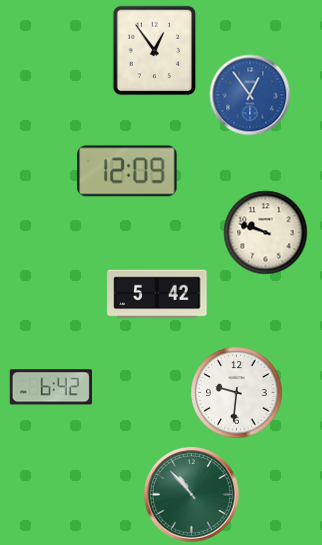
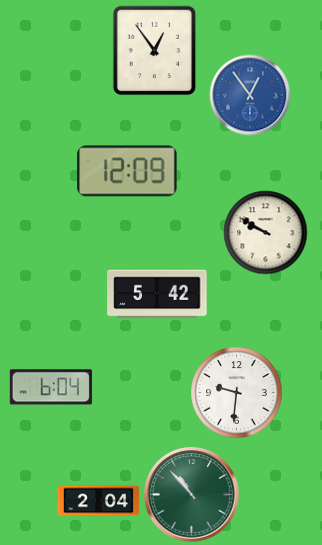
clock at (265, 232): 9:48 -> 9:50
clock at (51, 387): 6:42 -> 6:04
clock at (98, 501): none -> 2:04
